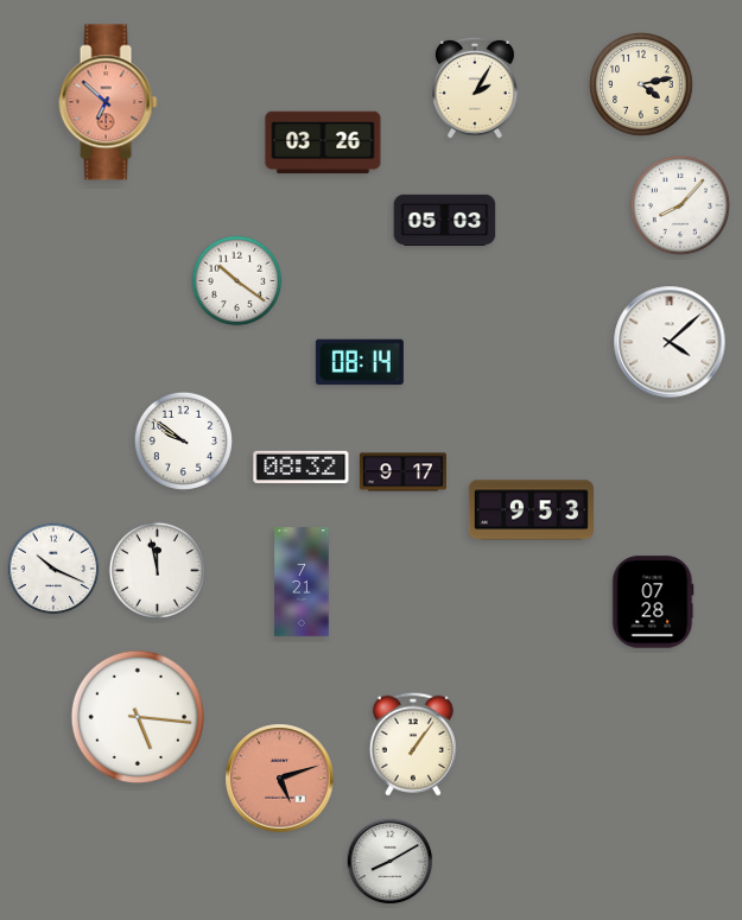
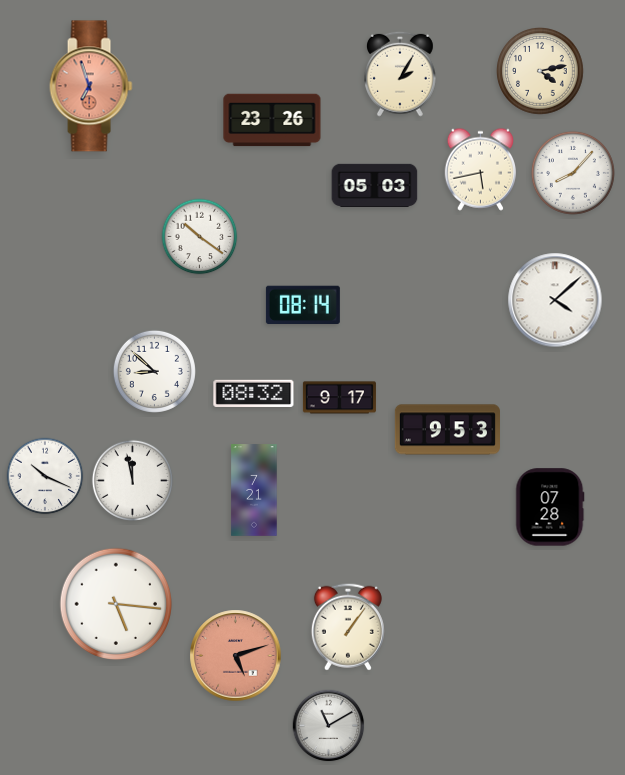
clock at (108, 102): 6:52 -> 6:57
clock at (323, 142): 03:26 -> 23:26
clock at (480, 169): none -> 5:43
clock at (670, 342) position: (670, 342) -> (555, 300)
clock at (183, 440): 9:51 -> 8:52
clock at (53, 569) position: (53, 569) -> (45, 476)
clock at (391, 862): 8:10 -> 11:10
